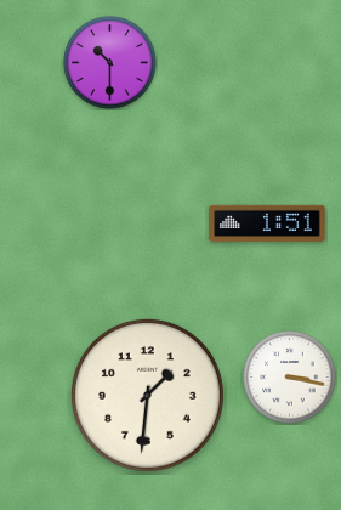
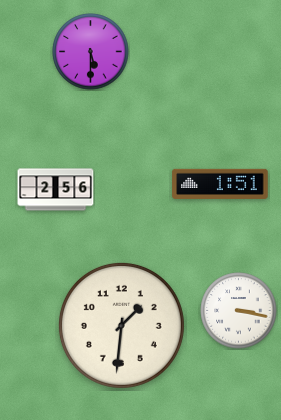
clock at (110, 63): 10:30 -> 5:30
clock at (56, 190): none -> 2:56
